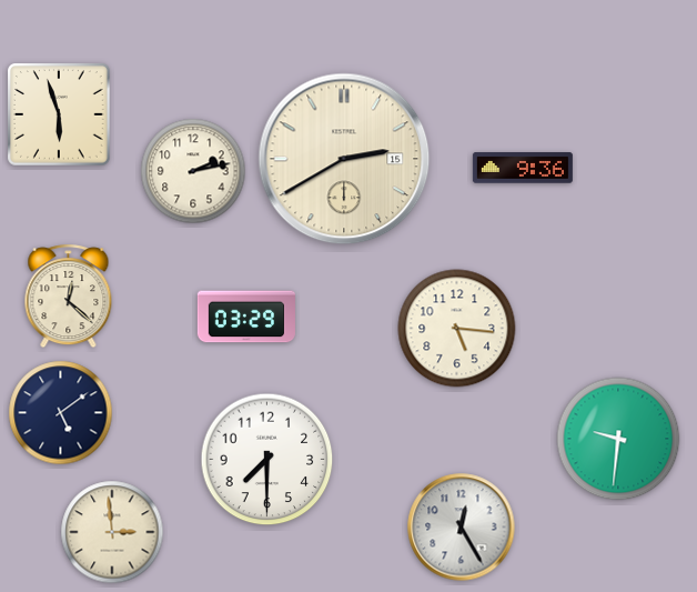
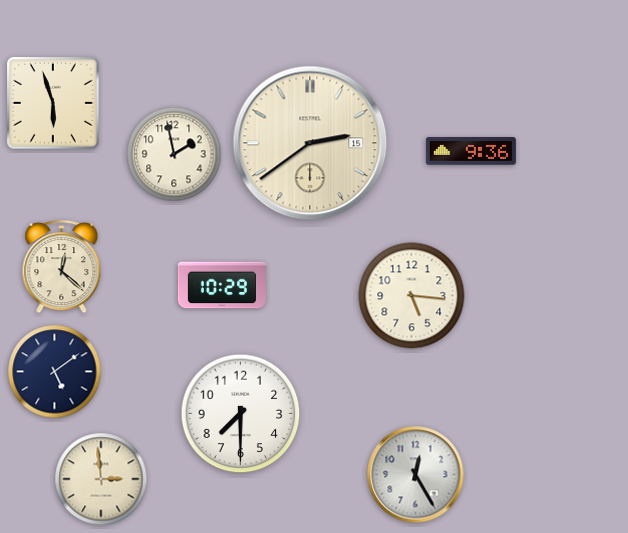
clock at (344, 159): 2:40 -> 2:39
clock at (193, 171): 2:13 -> 1:58
clock at (246, 317): 03:29 -> 10:29
clock at (618, 439): 9:31 -> none
